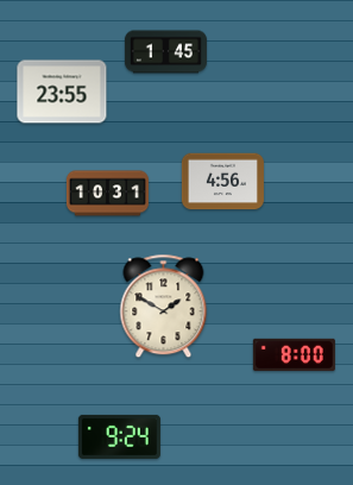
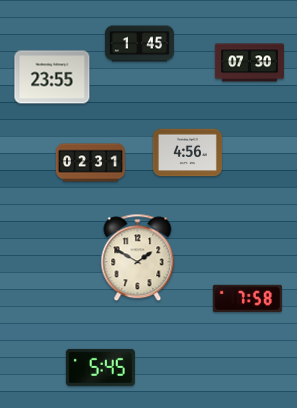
clock at (249, 63): none -> 07:30
clock at (107, 194): 10:31 -> 02:31
clock at (294, 354): 8:00 -> 7:58
clock at (119, 436): 9:24 -> 5:45
